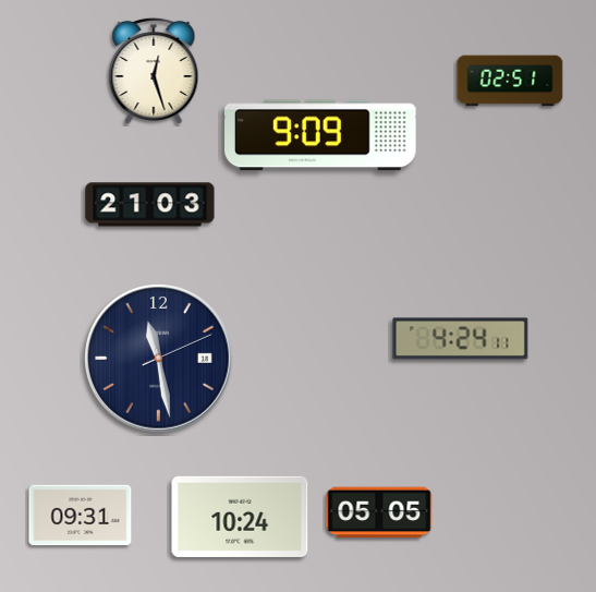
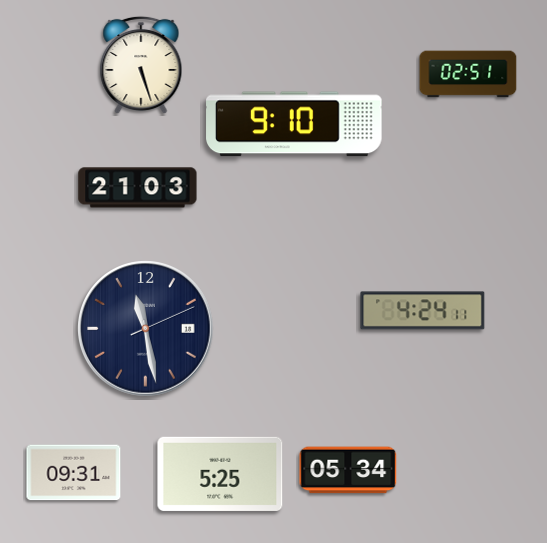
clock at (154, 71): 12:27 -> 5:27
clock at (320, 135): 9:09 -> 9:10
clock at (379, 512): 05:05 -> 05:34
clock at (240, 517): 10:24 -> 5:25
